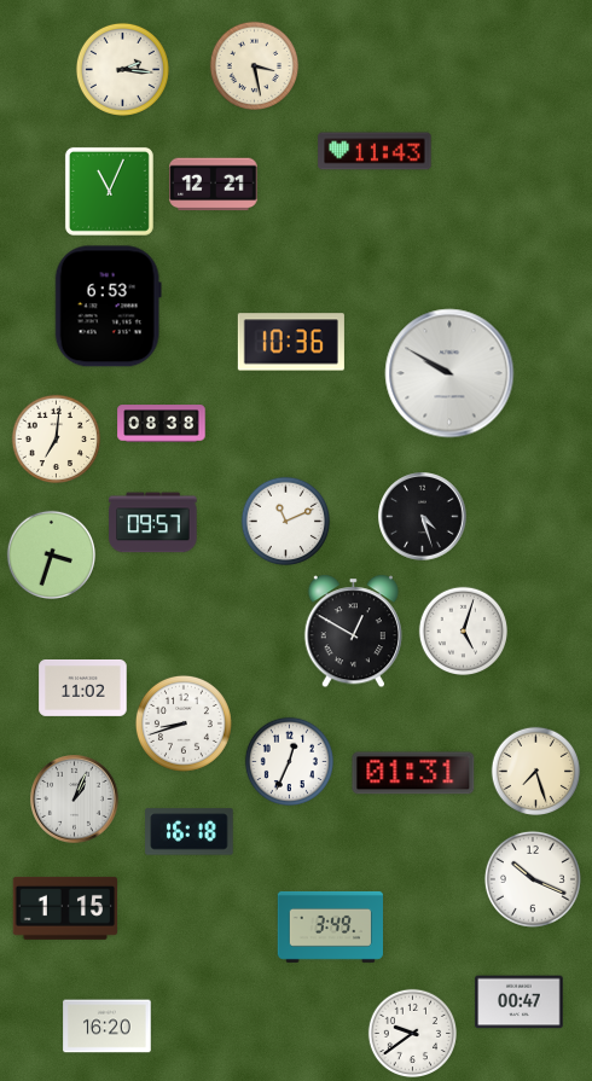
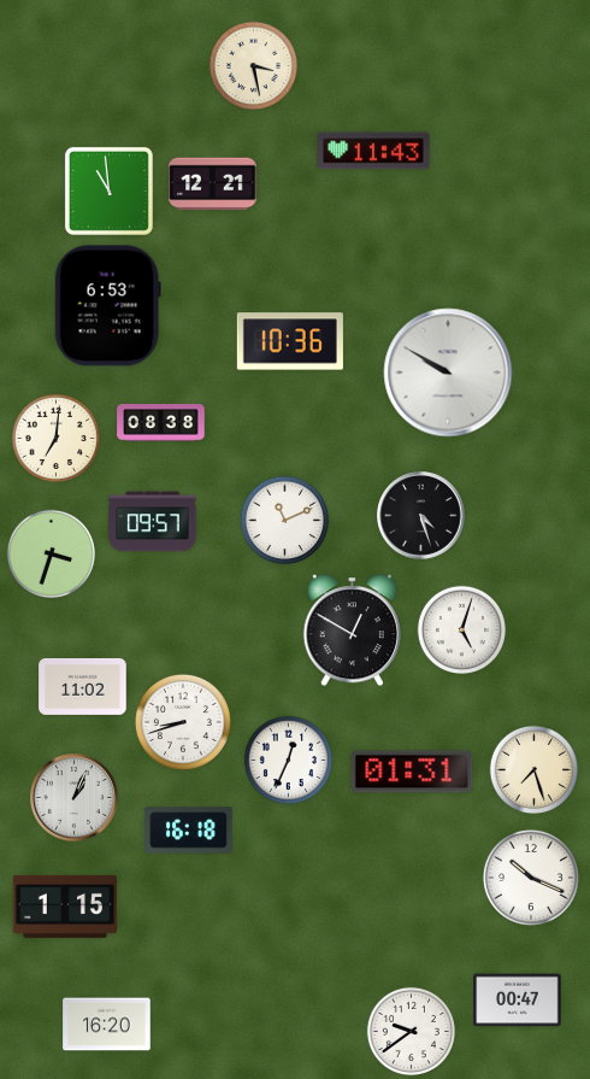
clock at (122, 69): 2:16 -> none
clock at (109, 191): 11:04 -> 10:59
clock at (330, 926): 3:49 -> none
